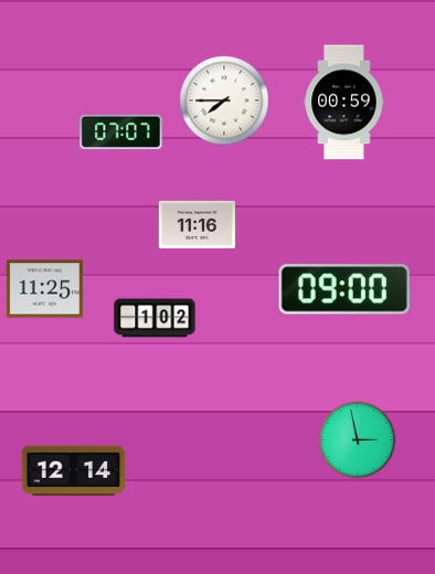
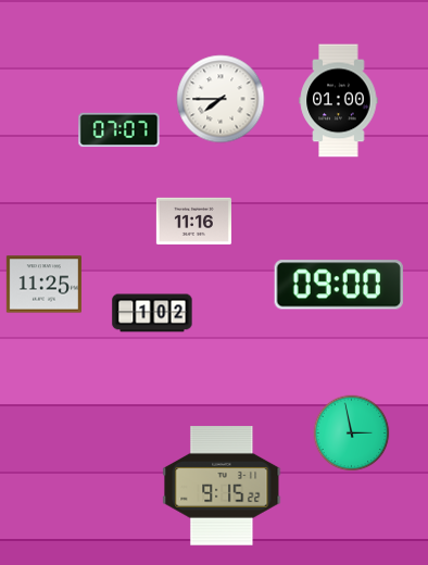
clock at (344, 103): 00:59 -> 01:00
clock at (74, 471): 12:14 -> none
clock at (222, 486): none -> 9:15
